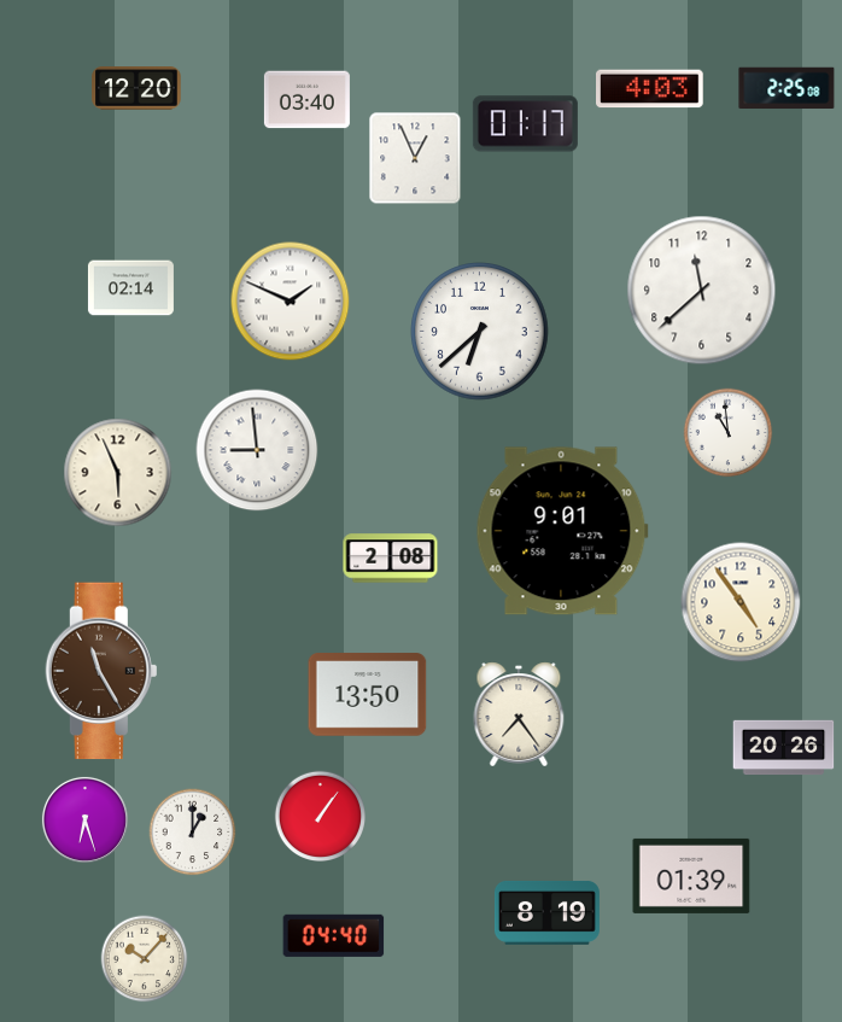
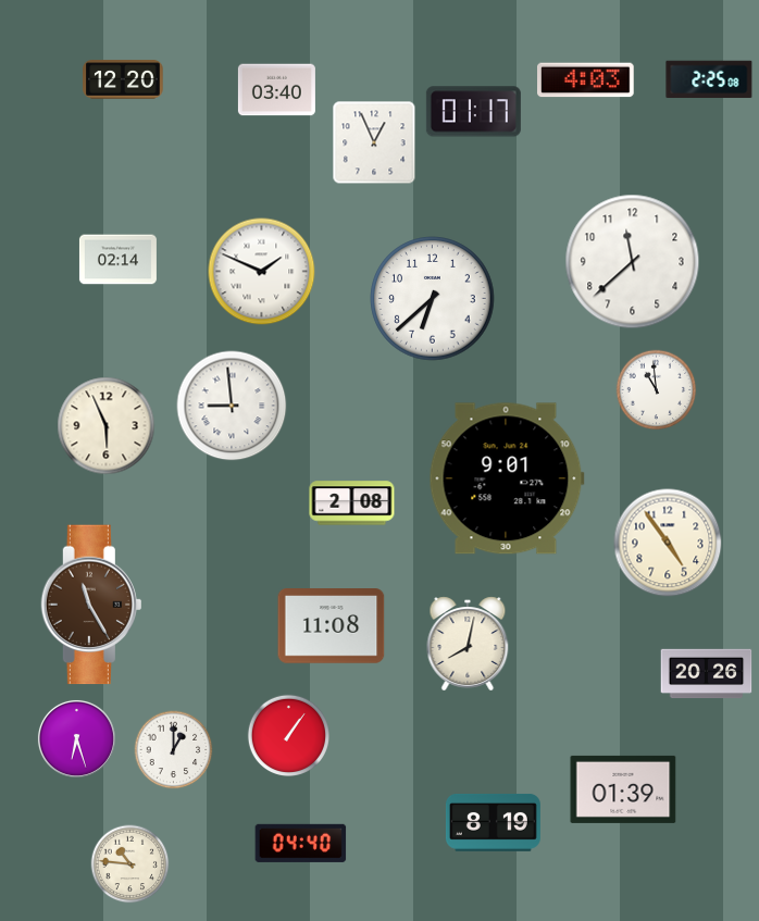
clock at (368, 695): 13:50 -> 11:08
clock at (519, 714): 7:24 -> 8:02
clock at (145, 959): 10:07 -> 10:46
